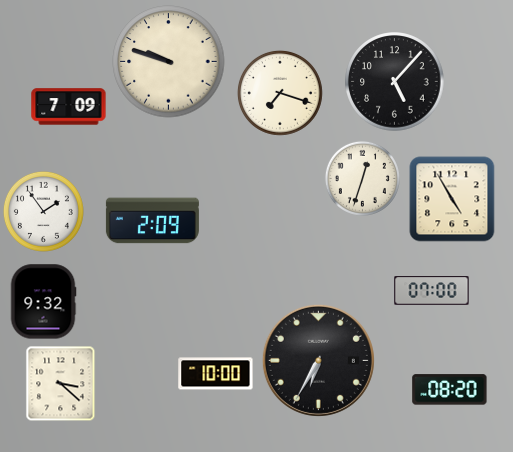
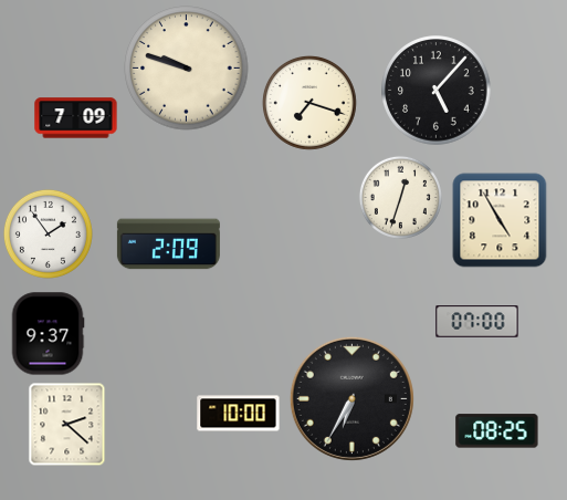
clock at (43, 302): 9:32 -> 9:37
clock at (61, 384): 3:22 -> 2:22
clock at (450, 390): 08:20 -> 08:25
